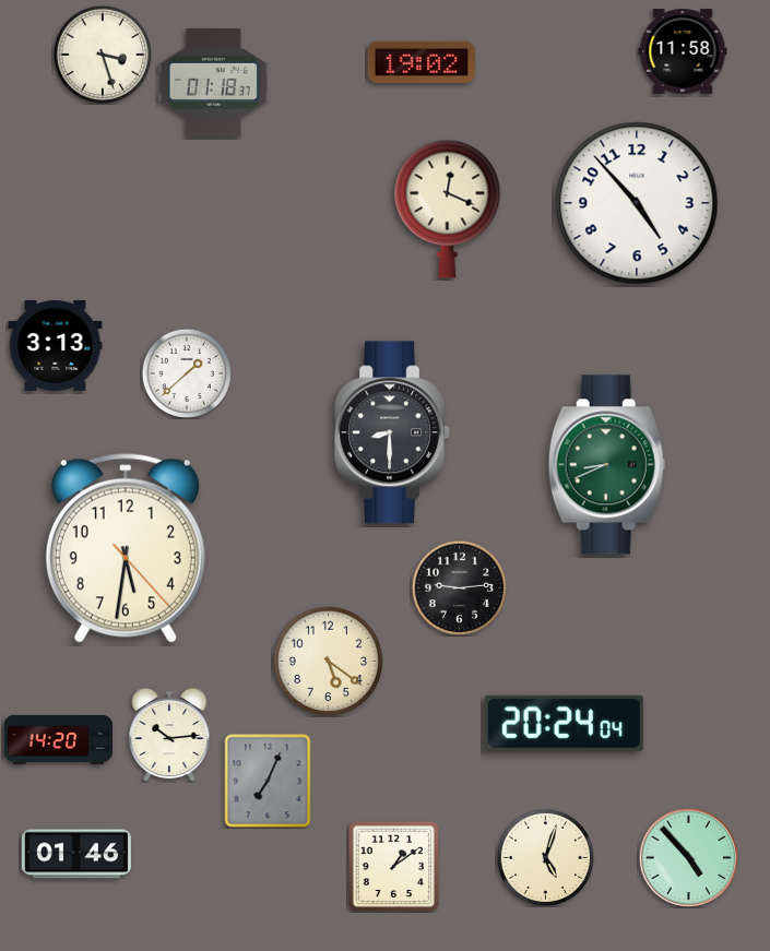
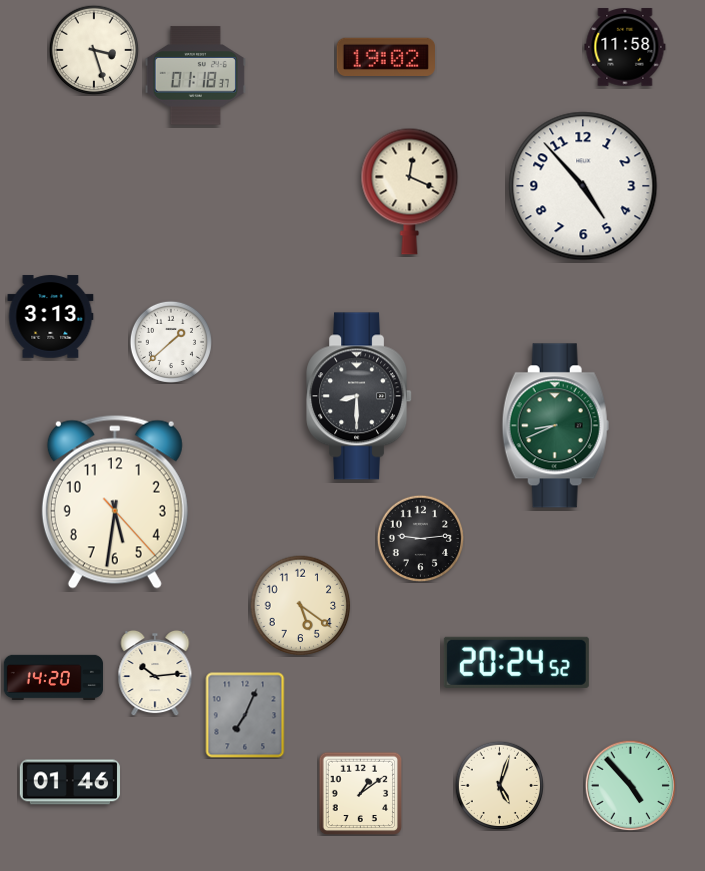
clock at (564, 723): 20:24:04 -> 20:24:52
